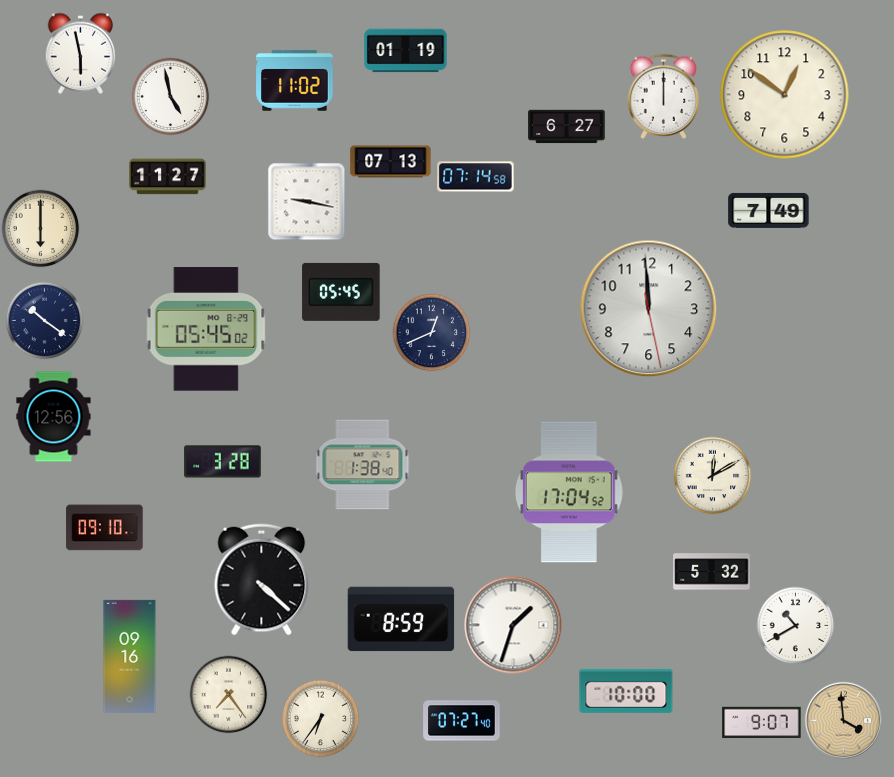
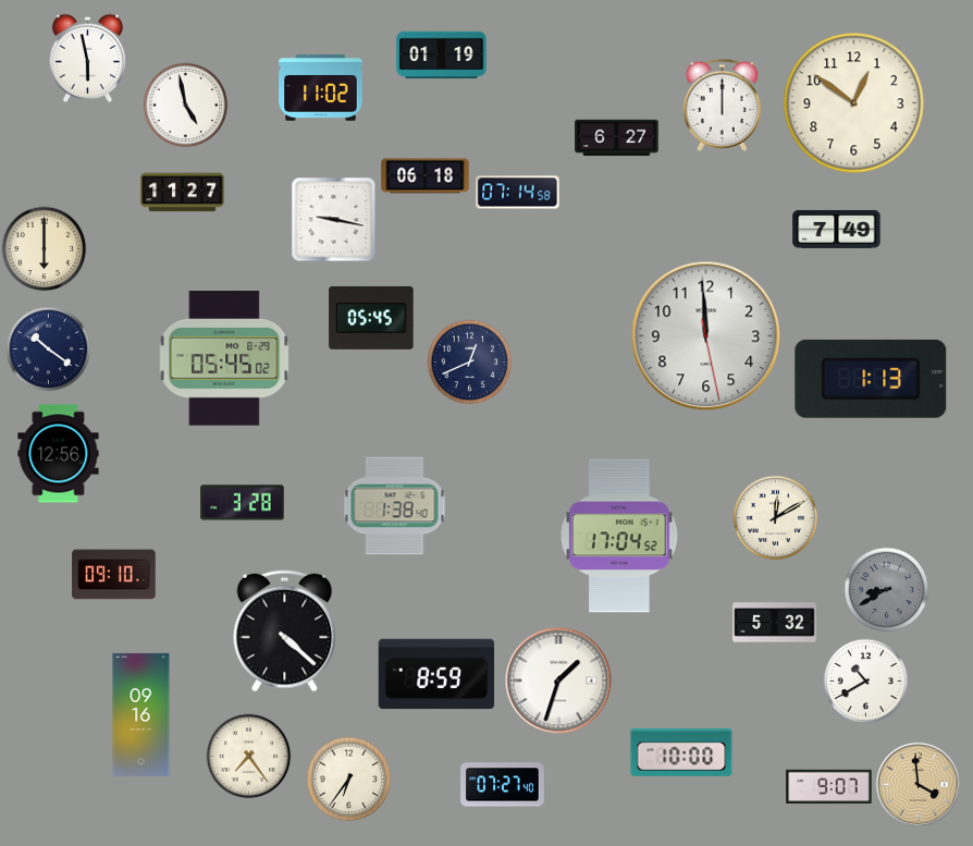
clock at (391, 162): 07:13 -> 06:18
clock at (871, 379): none -> 1:13
clock at (886, 589): none -> 8:40
clock at (320, 718) position: (320, 718) -> (348, 778)
